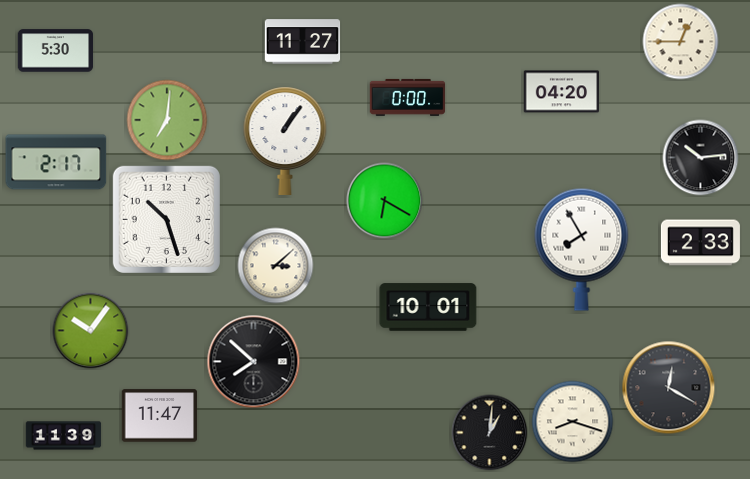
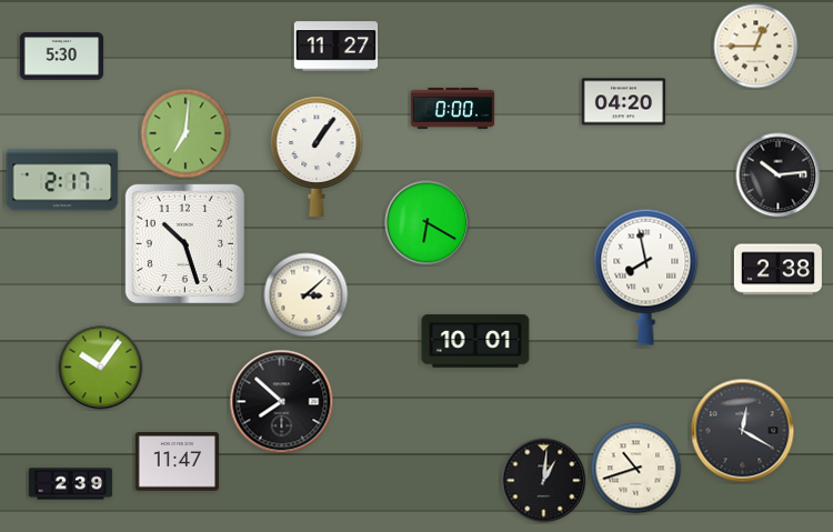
clock at (700, 243): 2:33 -> 2:38
clock at (582, 249): 7:55 -> 7:58
clock at (573, 422): 8:18 -> 10:42
clock at (64, 436): 11:39 -> 2:39
